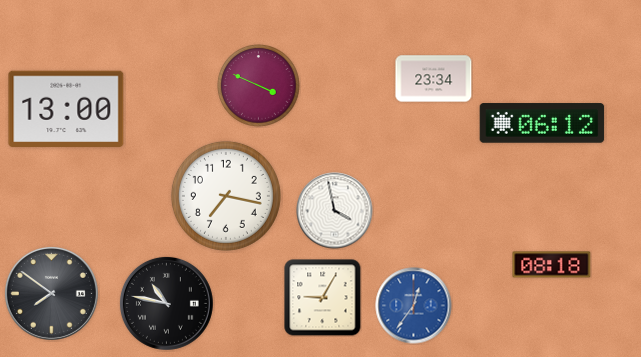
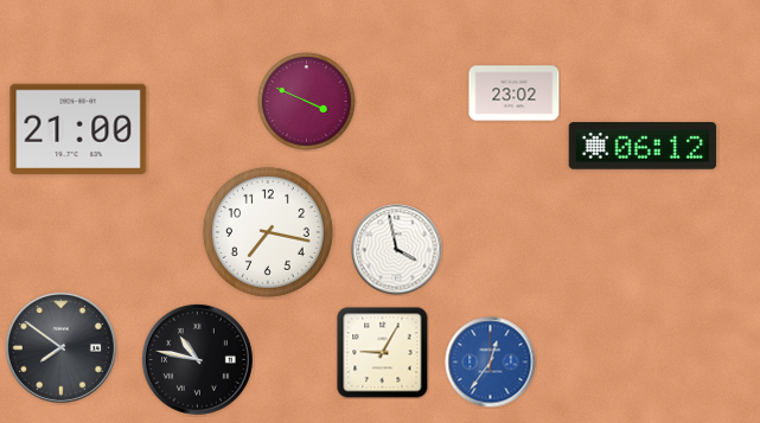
clock at (434, 79): 23:34 -> 23:02
clock at (66, 109): 13:00 -> 21:00
clock at (552, 265): 08:18 -> none
